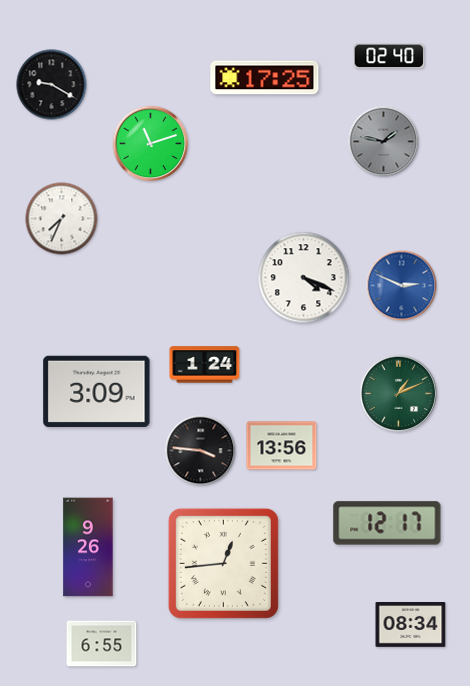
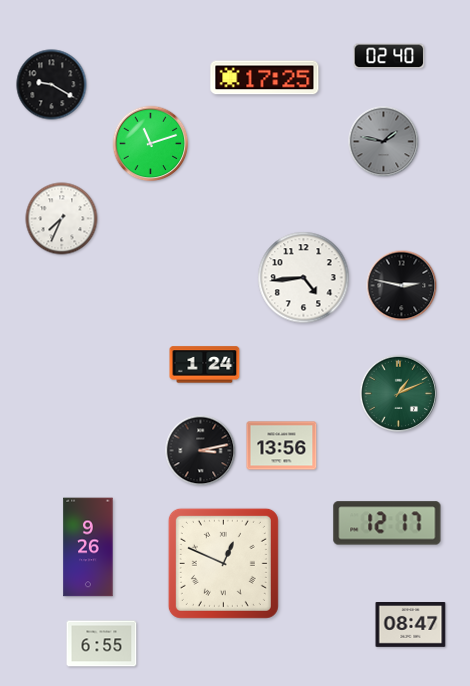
clock at (304, 278): 4:19 -> 4:44
clock at (402, 286): 2:49 -> 2:47
clock at (402, 286) dial: blue -> black
clock at (97, 391): 3:09 -> none
clock at (201, 451): 3:46 -> 3:13
clock at (223, 563): 12:44 -> 12:49
clock at (411, 625): 08:34 -> 08:47
